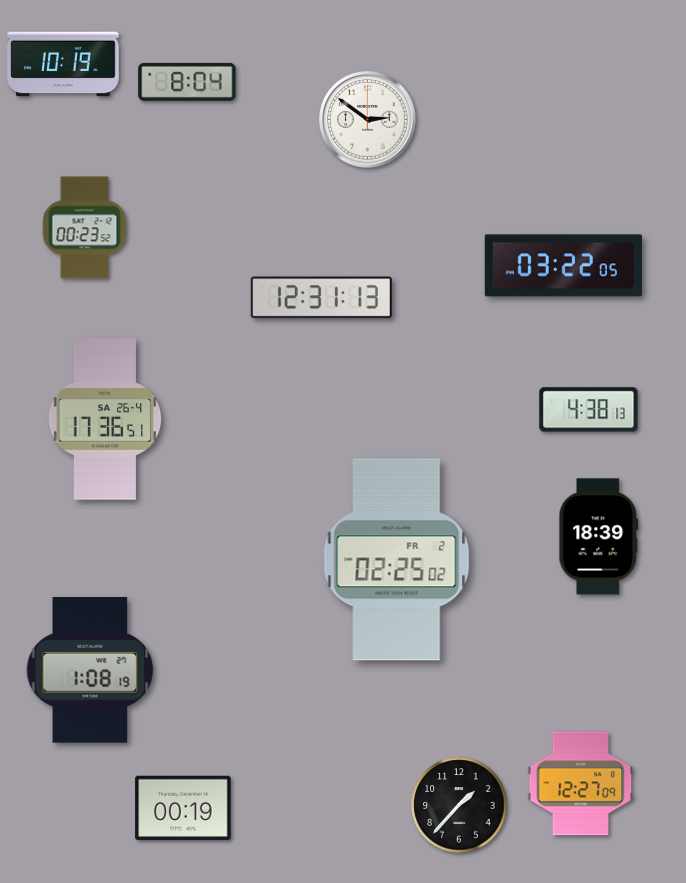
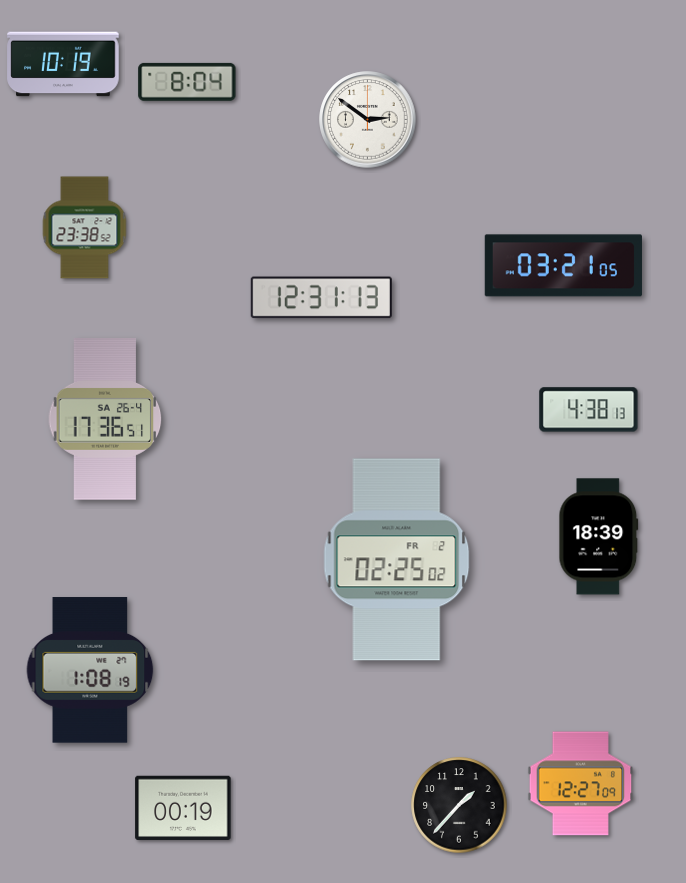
clock at (85, 228): 00:23 -> 23:38
clock at (563, 266): 03:22 -> 03:21
